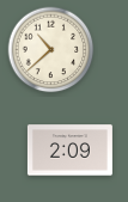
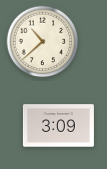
clock at (69, 151): 2:09 -> 3:09
